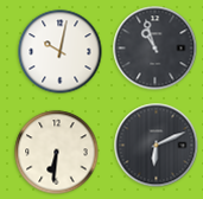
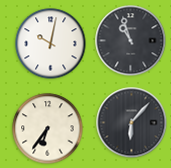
clock at (157, 146): 6:11 -> 6:07
clock at (57, 153): 6:31 -> 6:36
